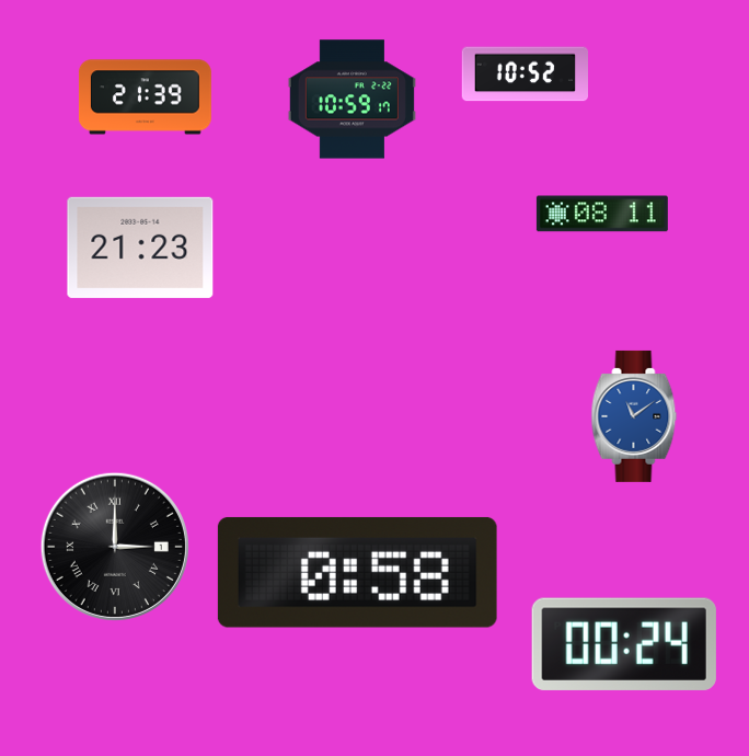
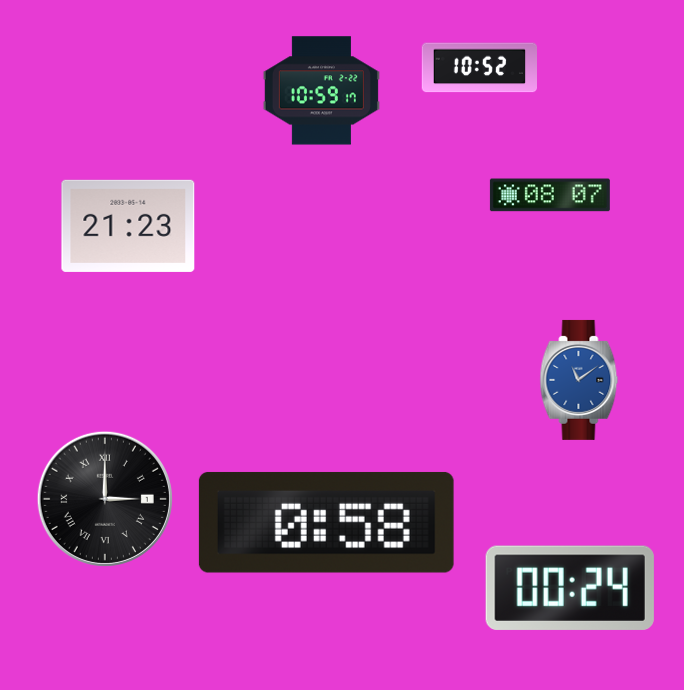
clock at (145, 98): 21:39 -> none
clock at (602, 214): 08:11 -> 08:07
